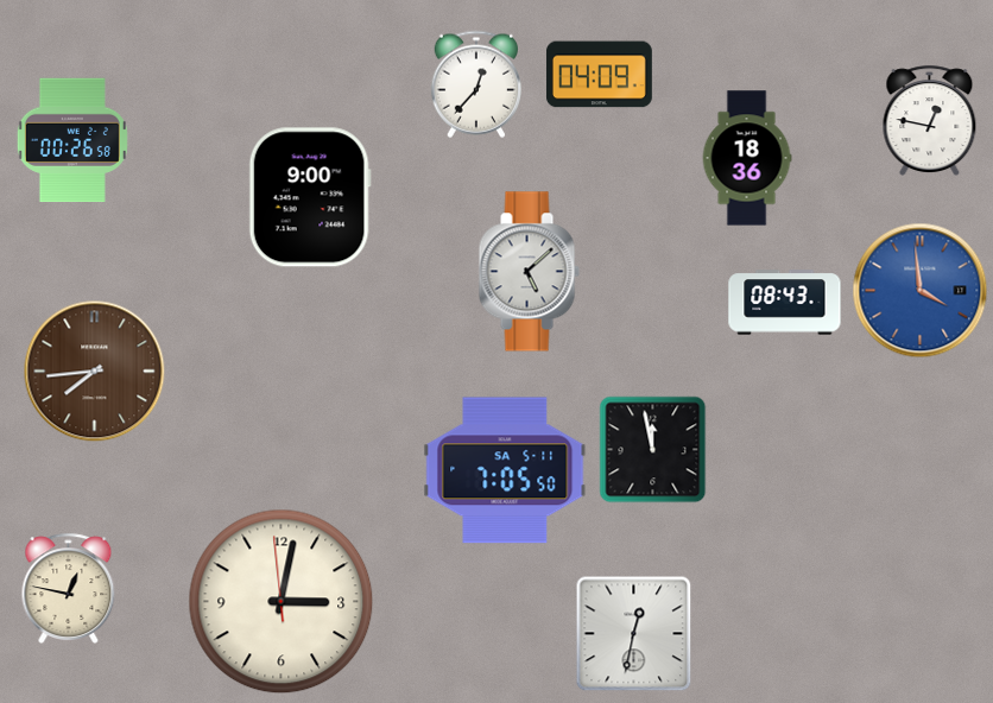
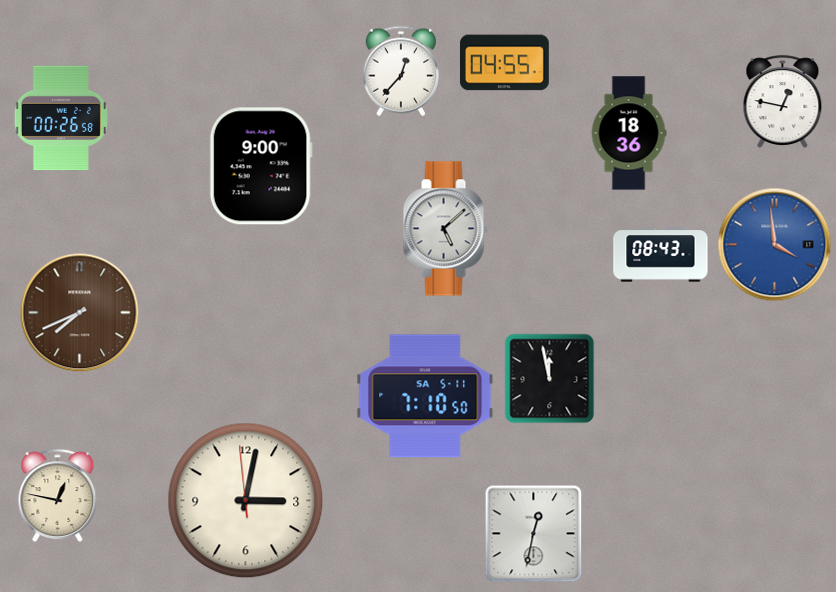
clock at (599, 75): 04:09 -> 04:55
clock at (95, 372): 7:44 -> 7:41
clock at (505, 470): 7:05 -> 7:10
clock at (282, 602) position: (282, 602) -> (246, 501)
